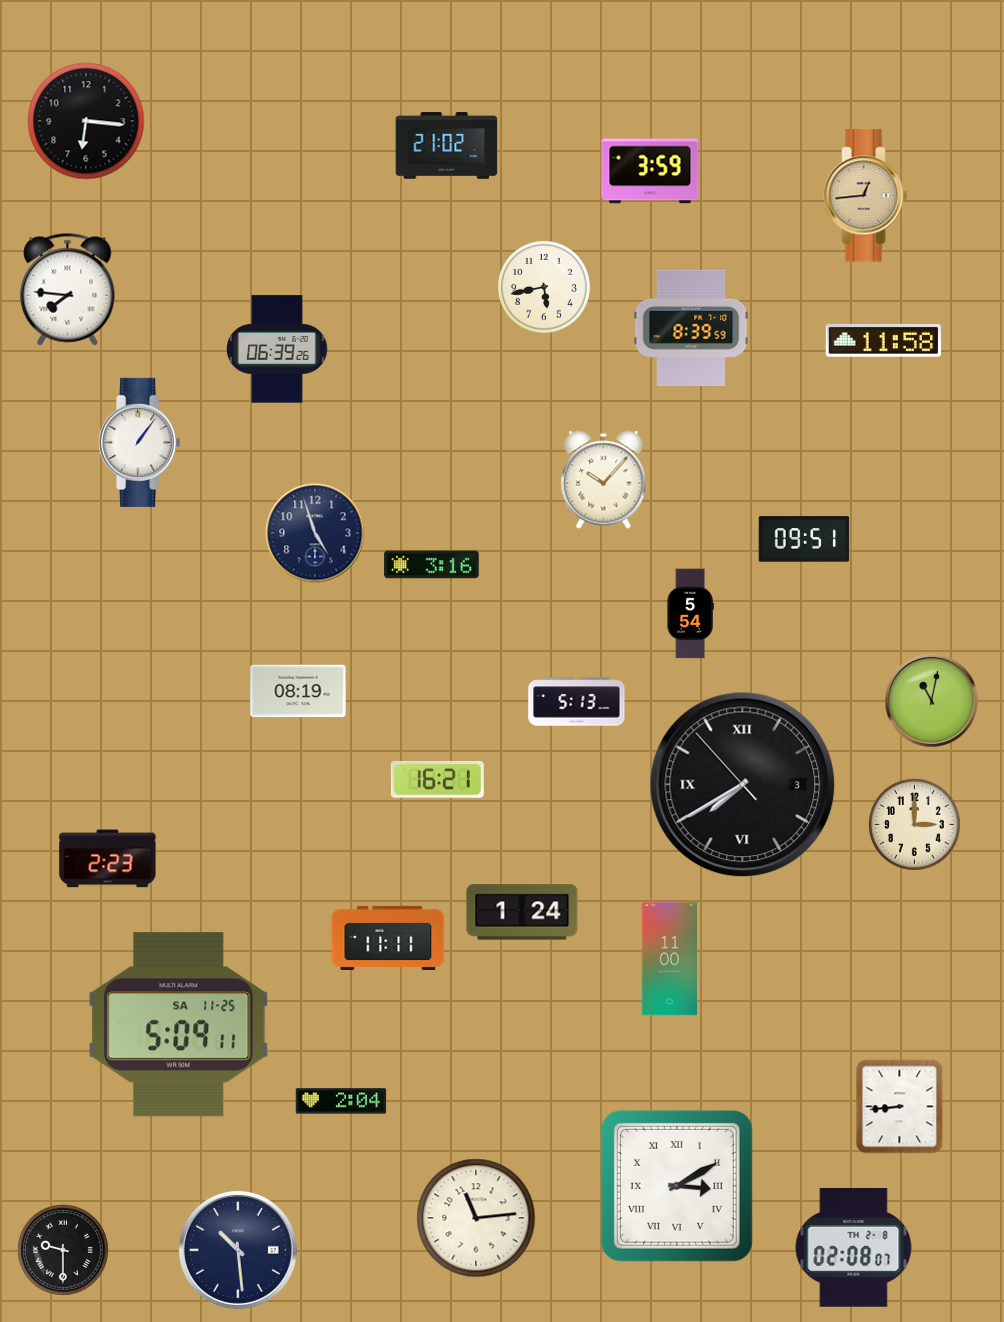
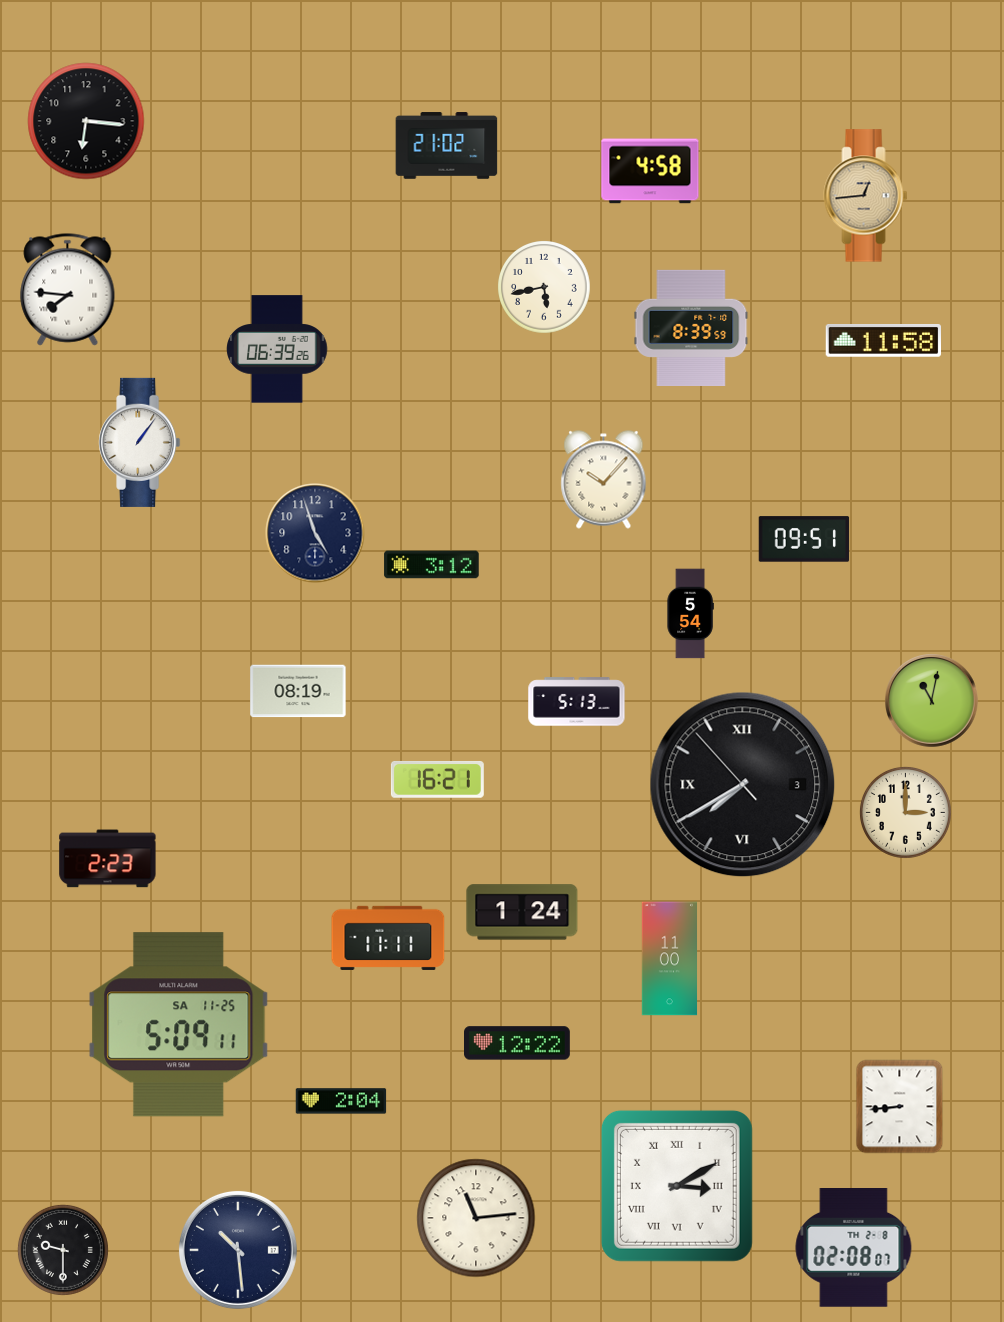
clock at (650, 171): 3:59 -> 4:58
clock at (432, 565): 3:16 -> 3:12
clock at (914, 824) position: (914, 824) -> (905, 812)
clock at (518, 1043): none -> 12:22
